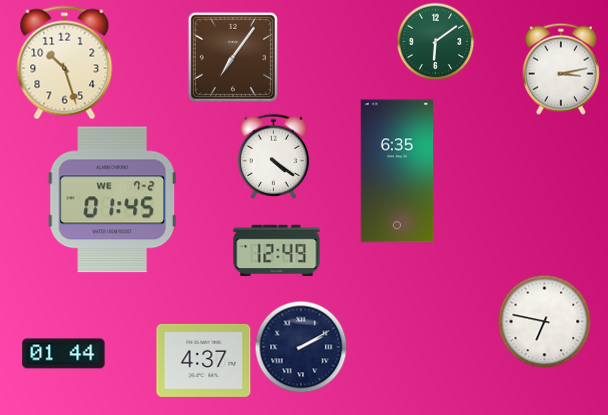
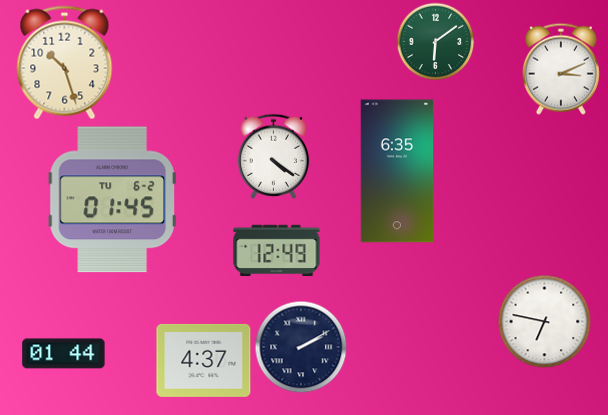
clock at (233, 57): 7:06 -> none
clock at (561, 69): 3:13 -> 3:11
clock at (112, 200) date: WE 7-2 -> TU 6-2
